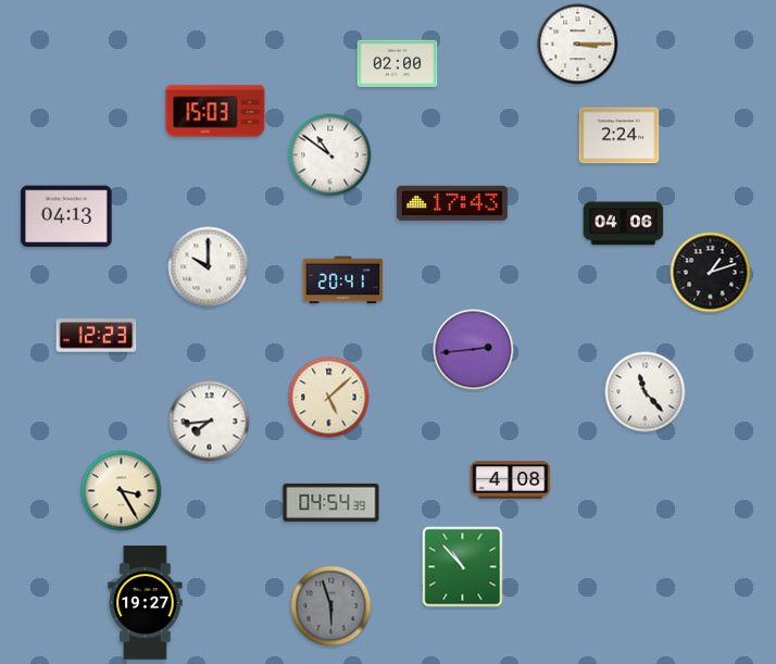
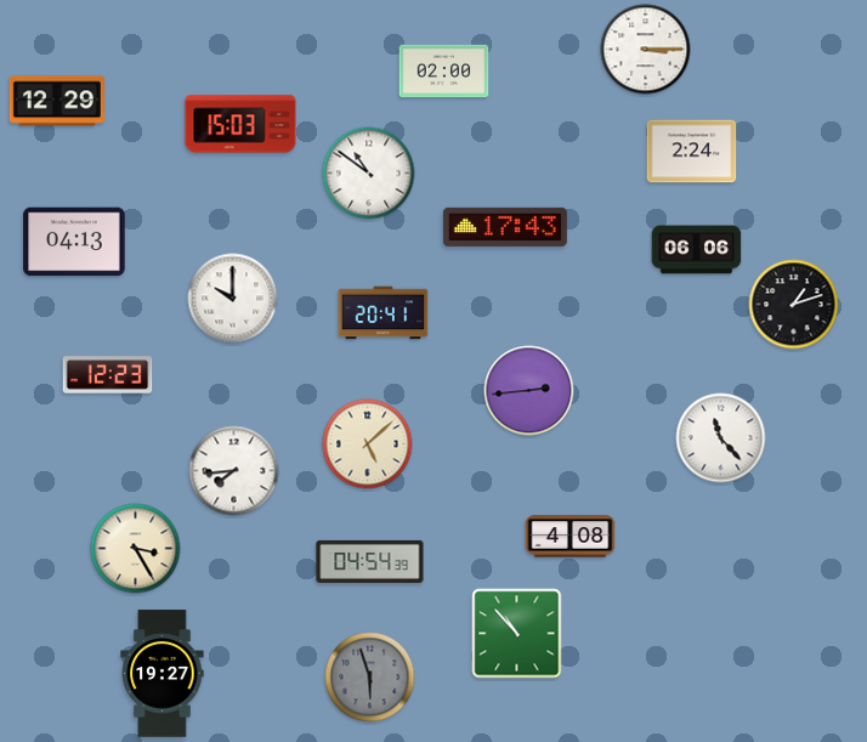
clock at (57, 101): none -> 12:29
clock at (624, 224): 04:06 -> 06:06
